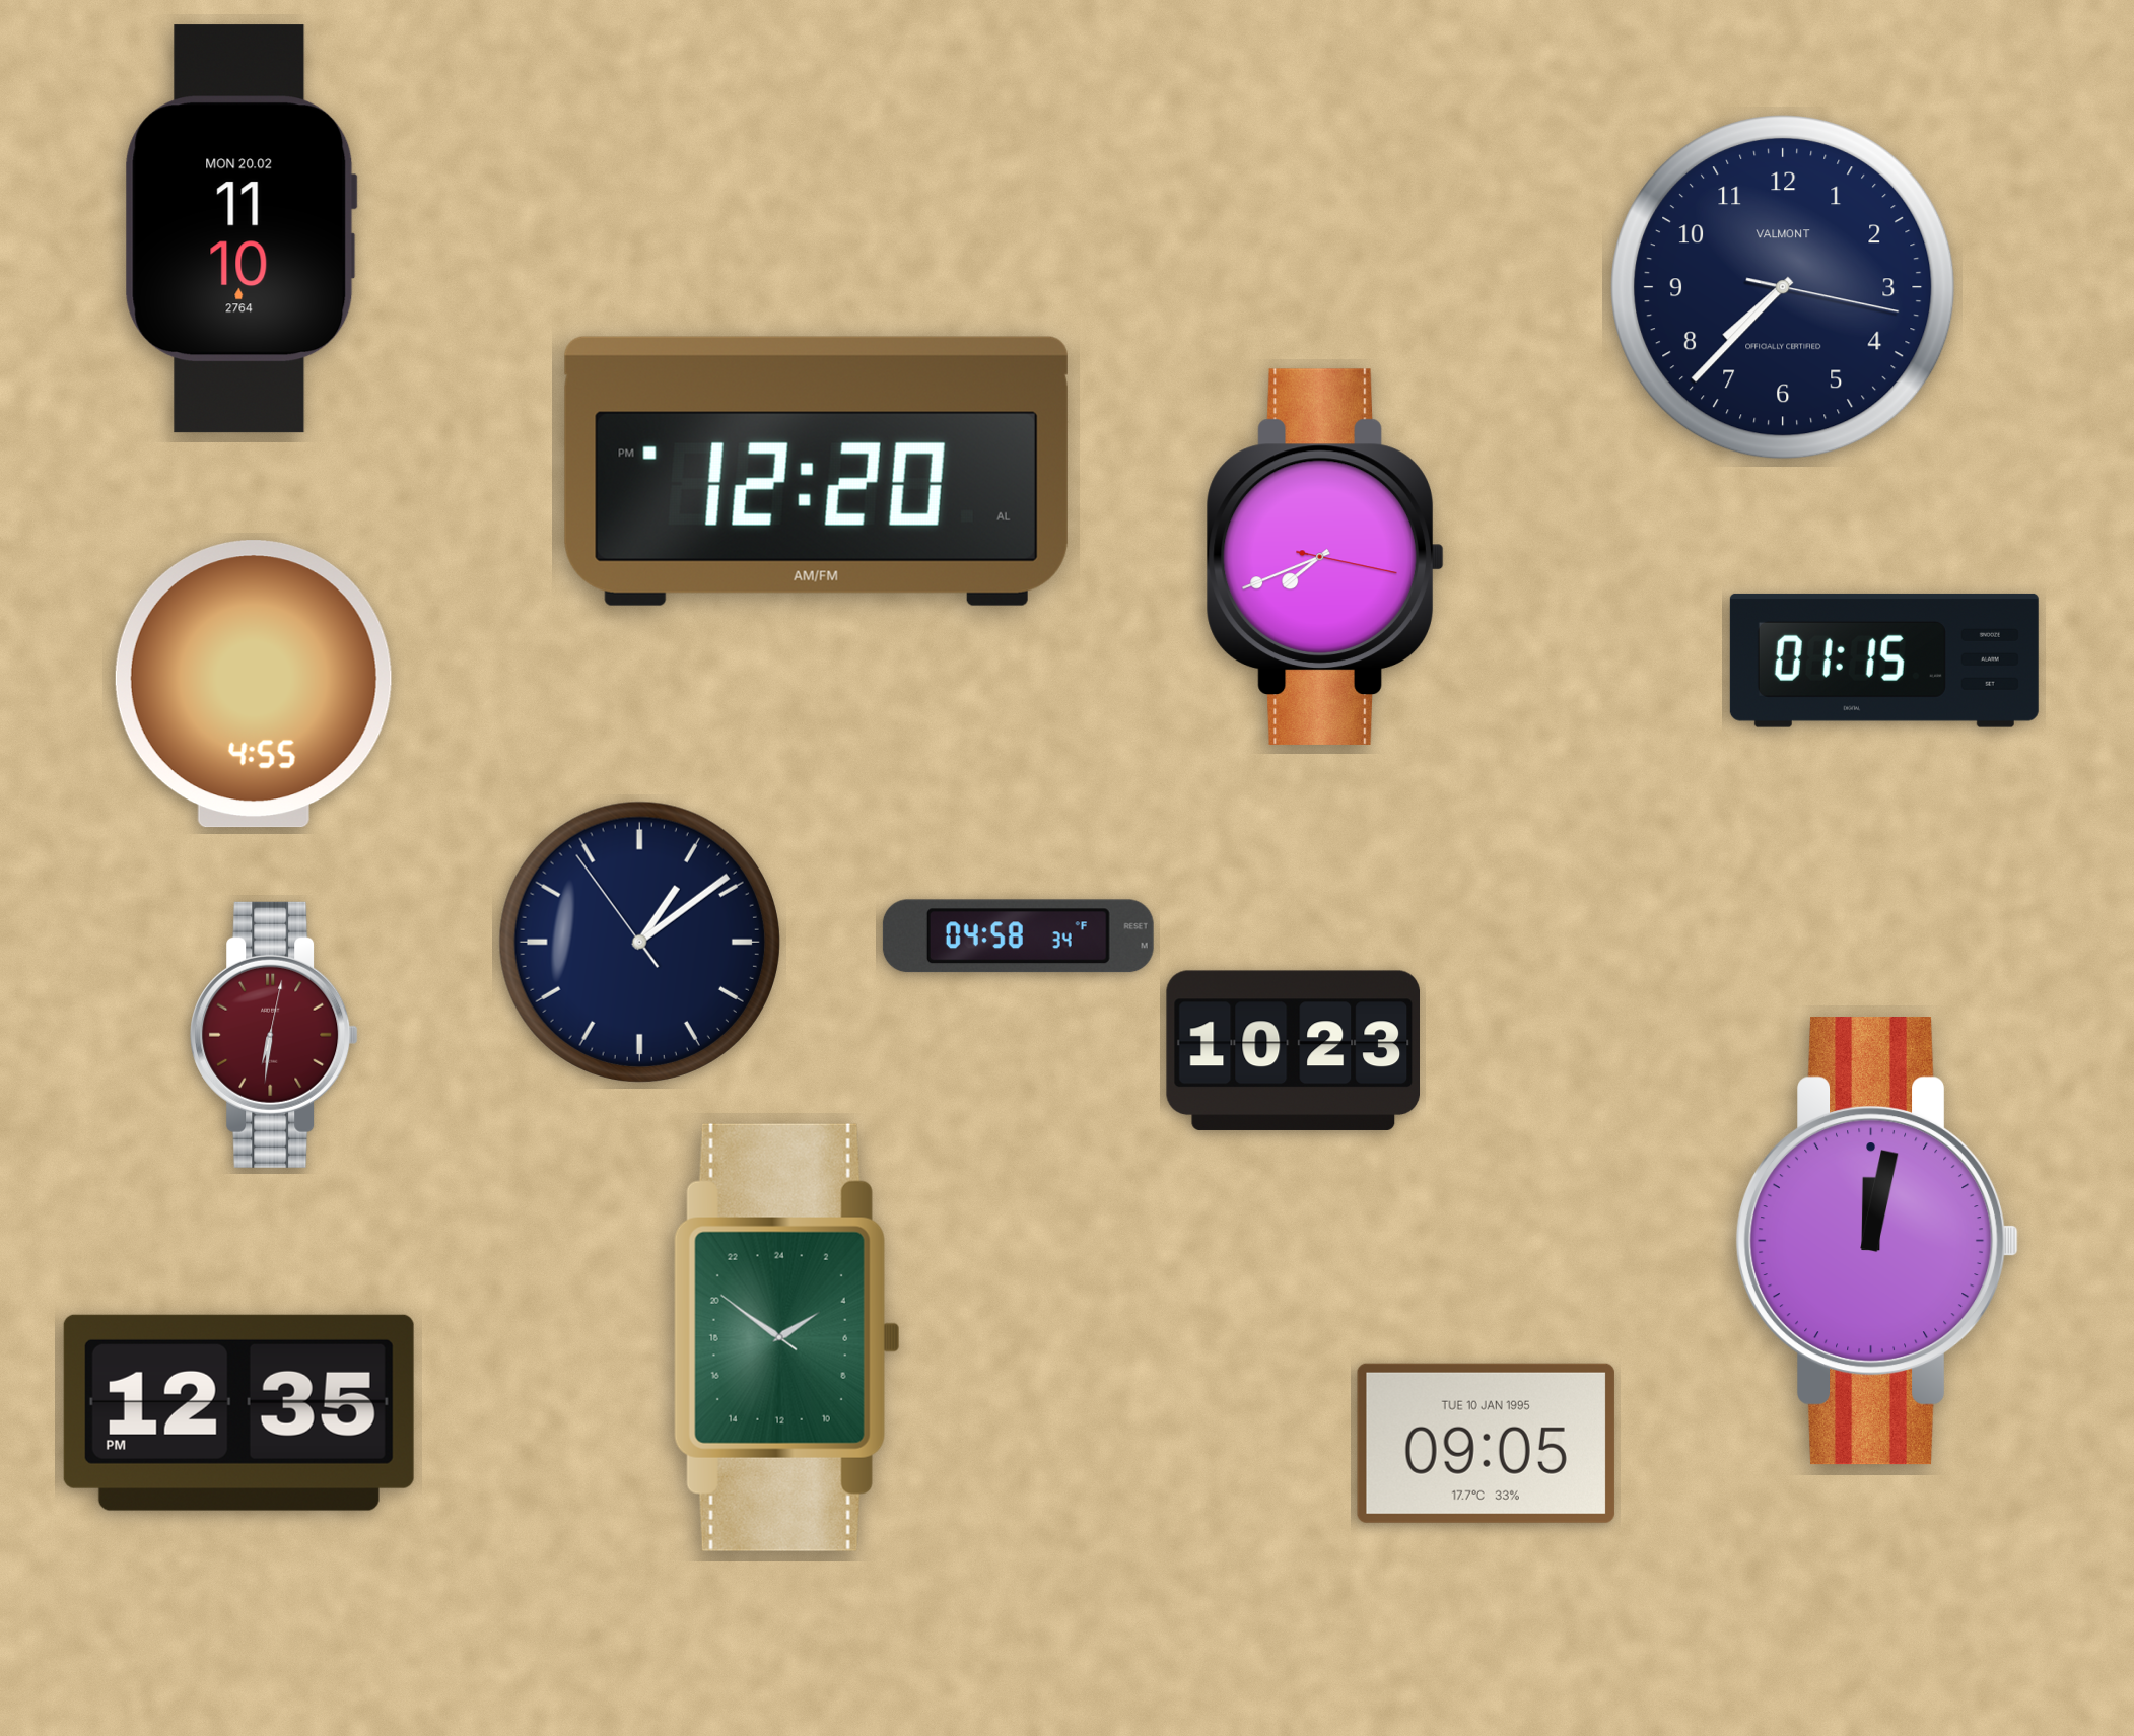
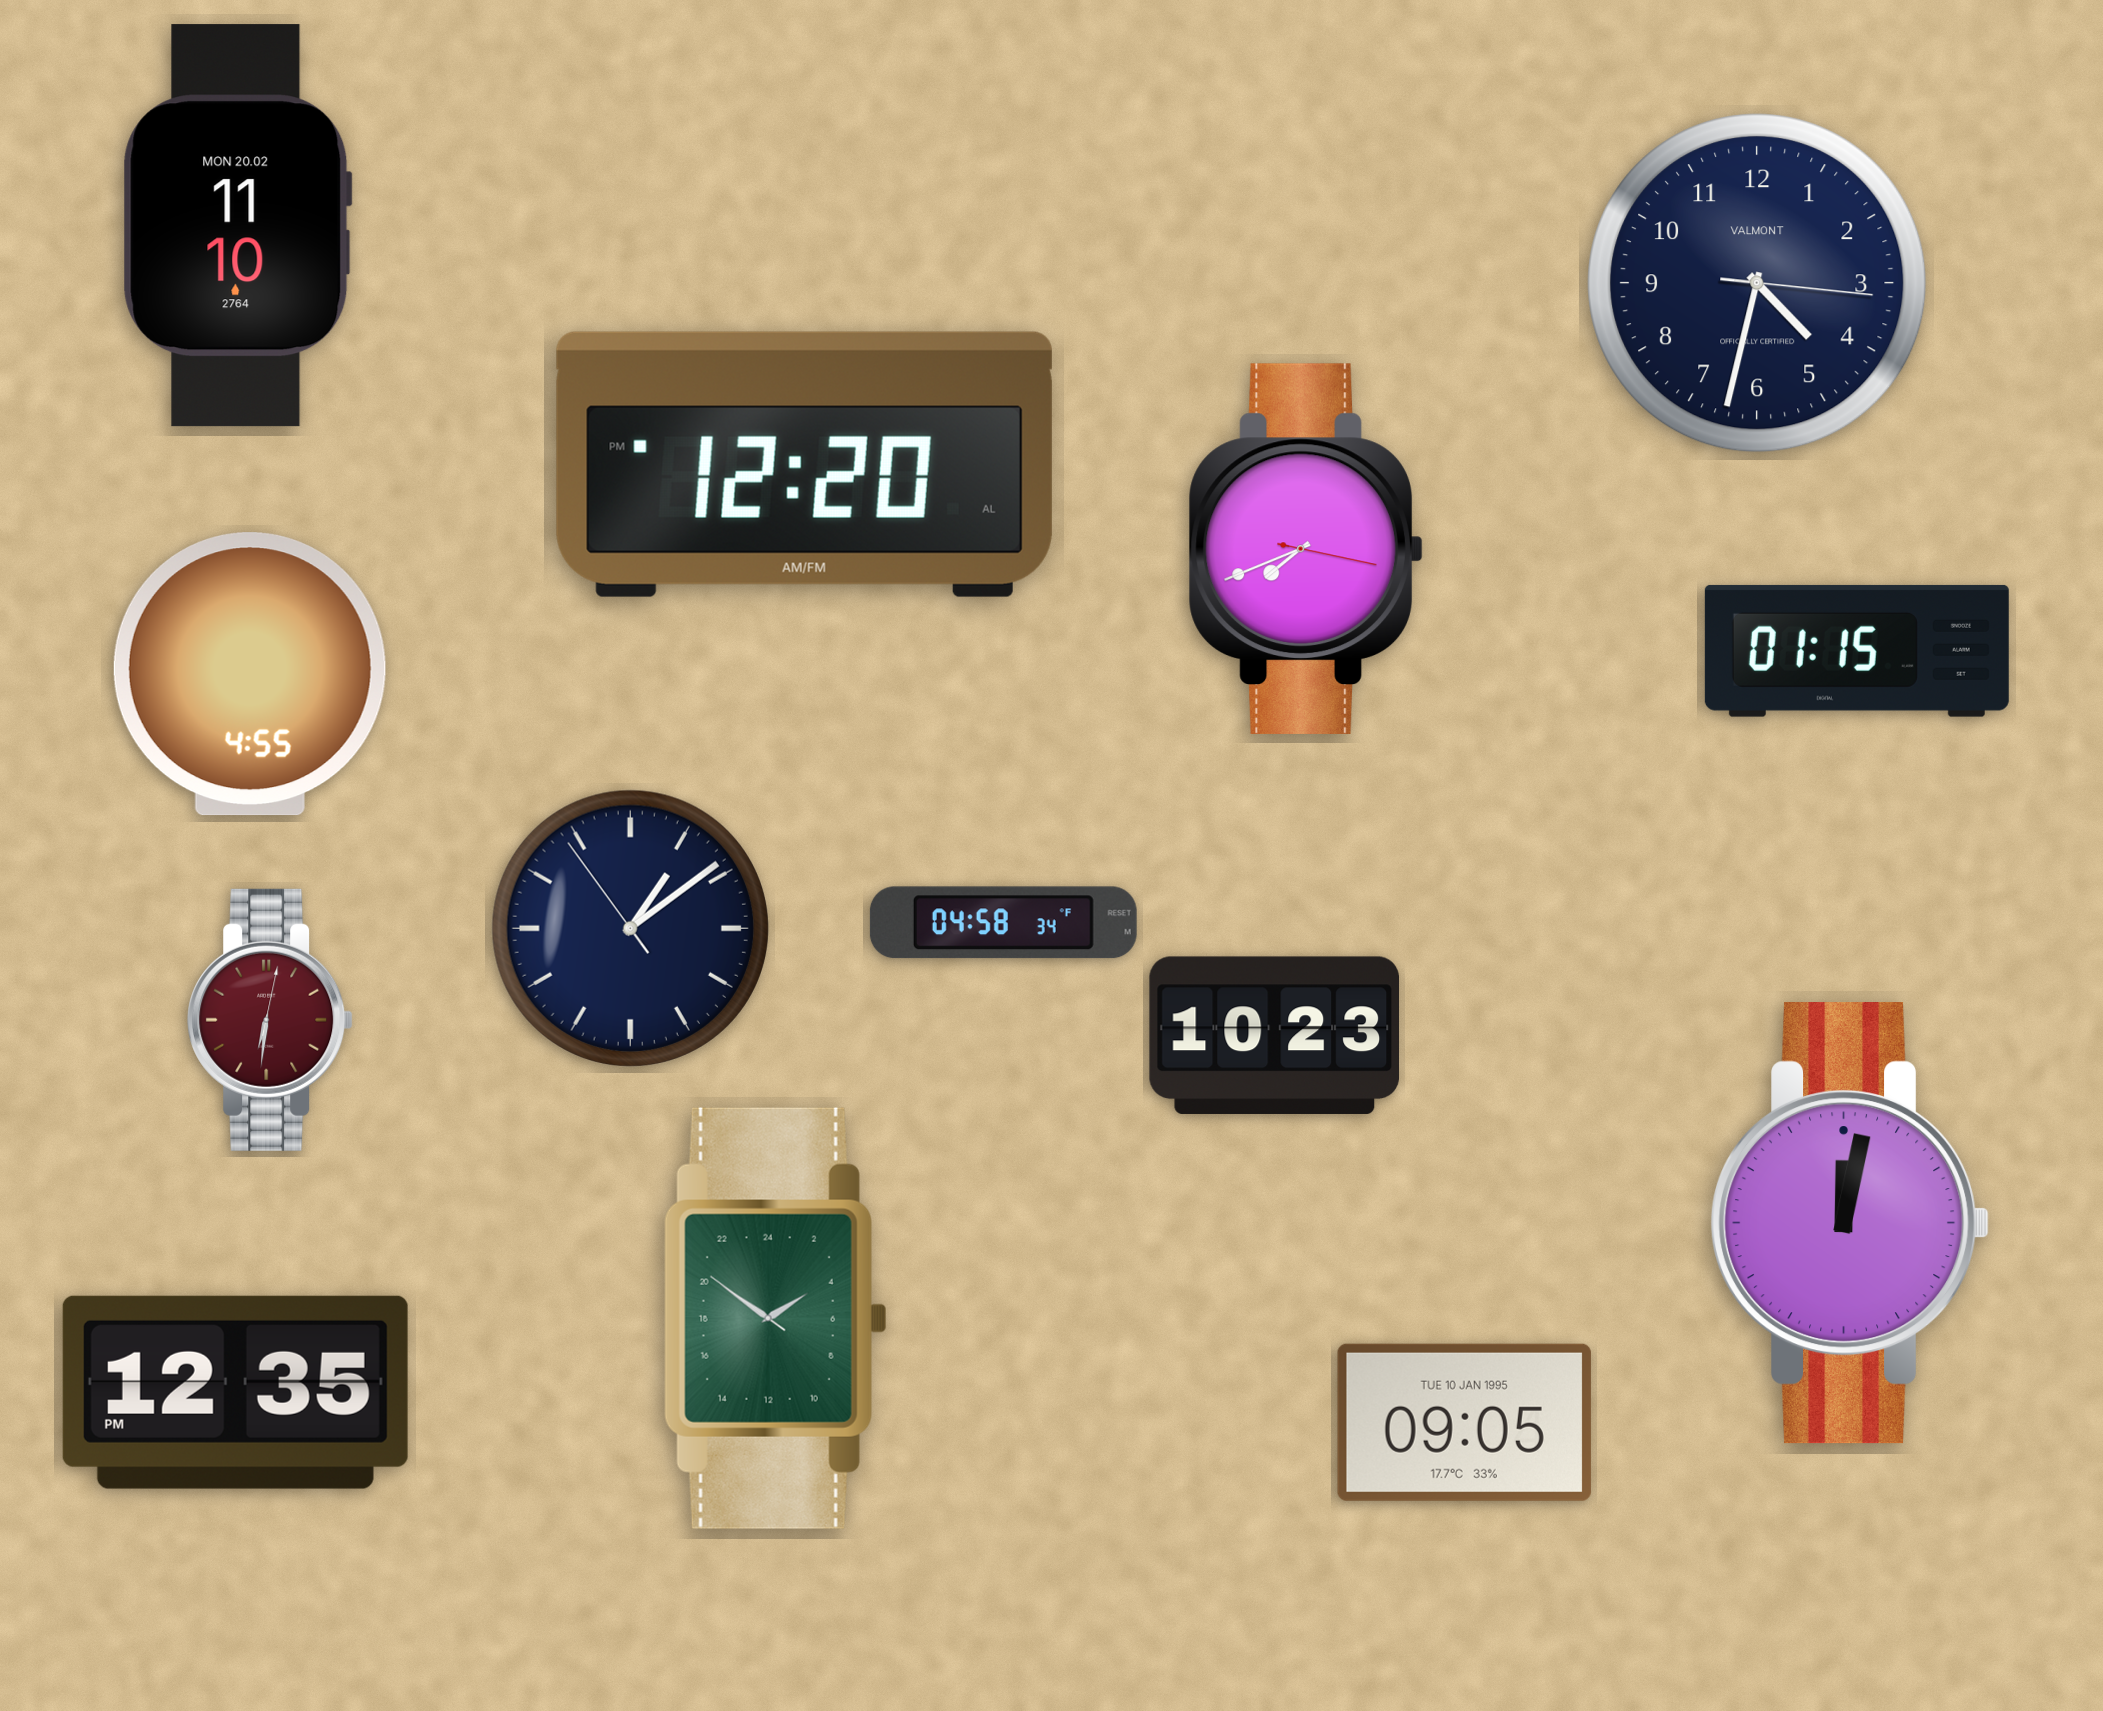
clock at (1783, 287): 7:37 -> 4:32
